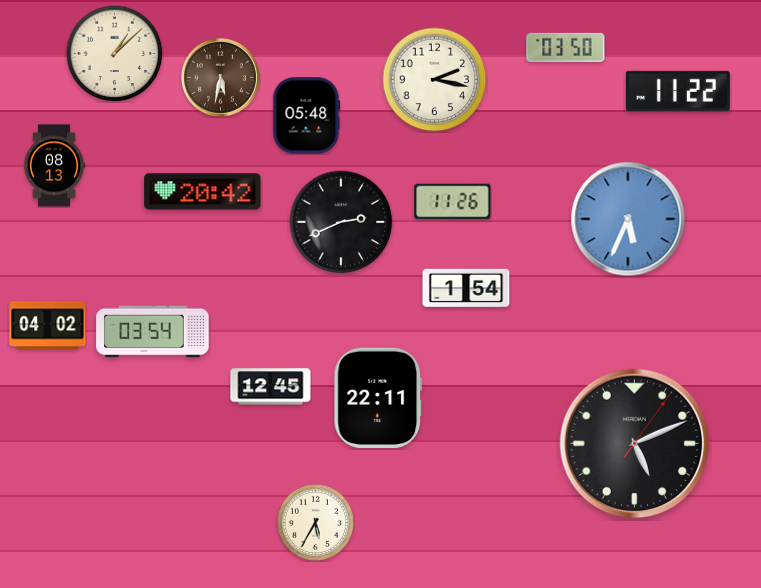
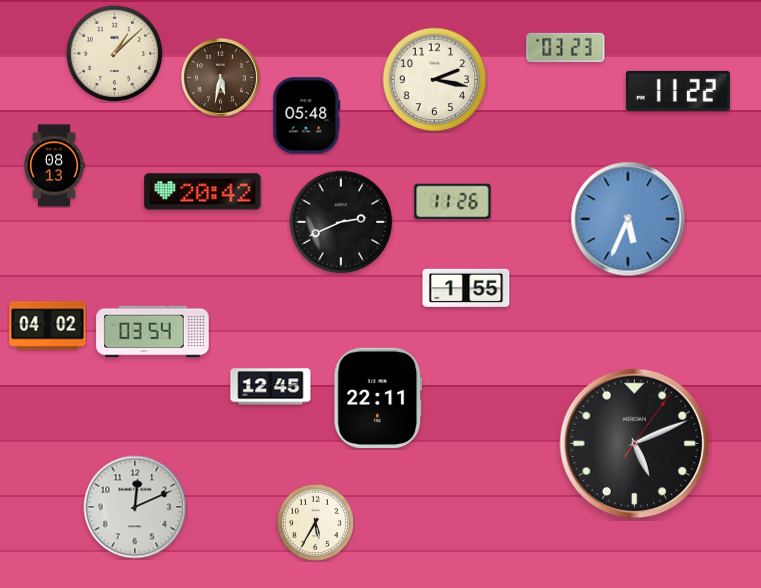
clock at (566, 47): 03:50 -> 03:23
clock at (466, 287): 1:54 -> 1:55
clock at (135, 507): none -> 12:11
